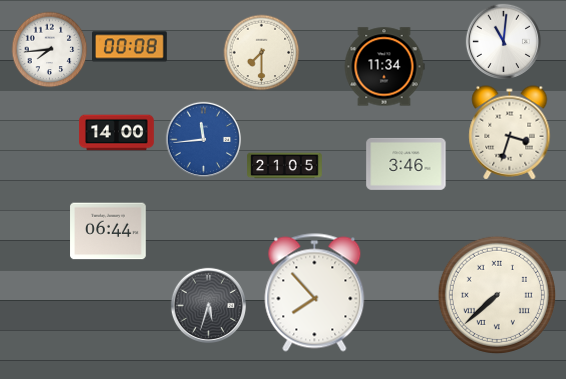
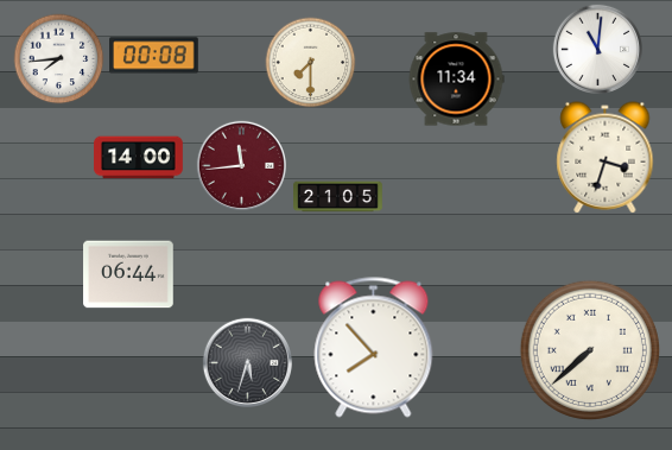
clock at (203, 139) dial: blue -> burgundy
clock at (406, 164): 3:46 -> none
